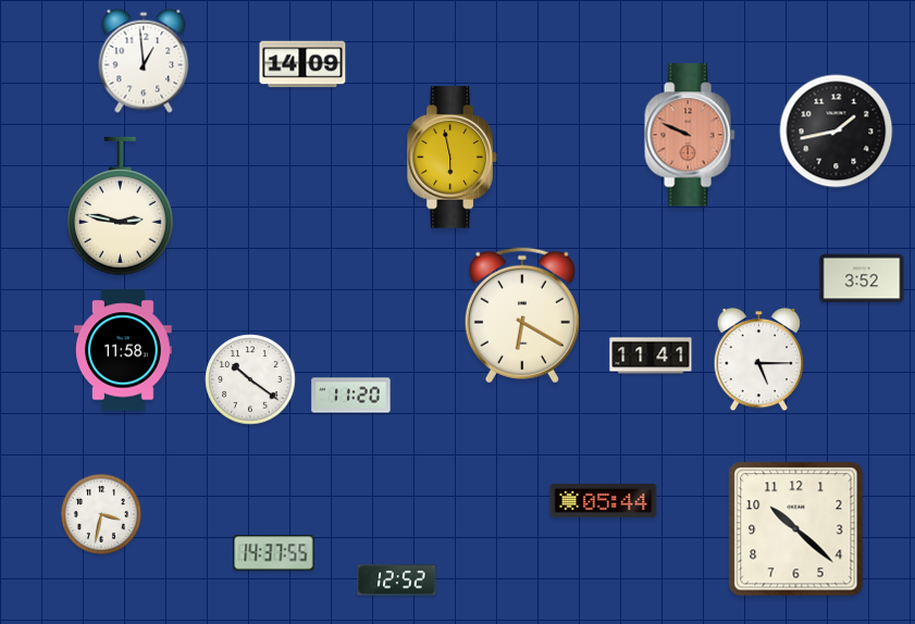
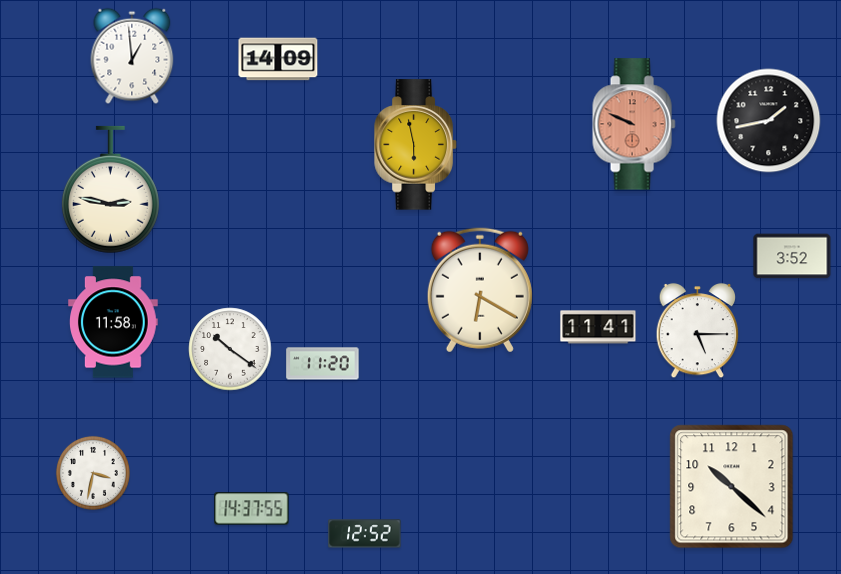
clock at (604, 500): 05:44 -> none
